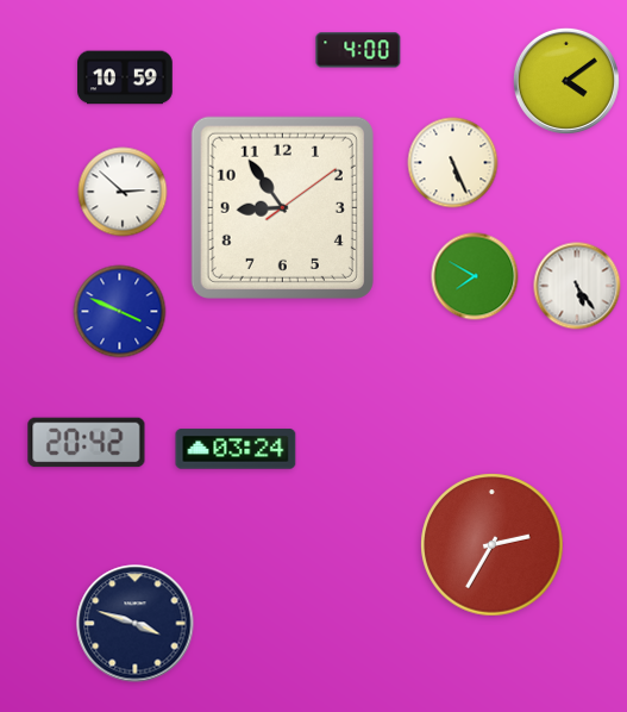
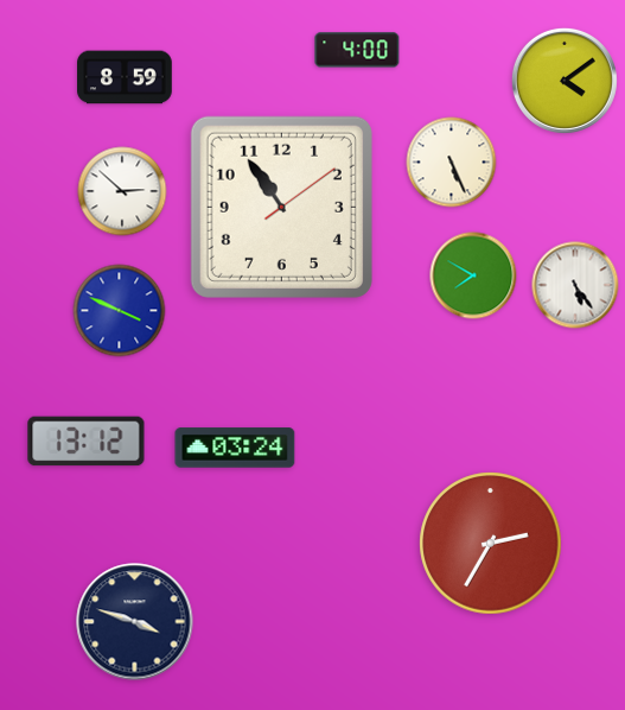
clock at (125, 77): 10:59 -> 8:59
clock at (282, 207): 8:54 -> 10:54
clock at (87, 443): 20:42 -> 13:12
